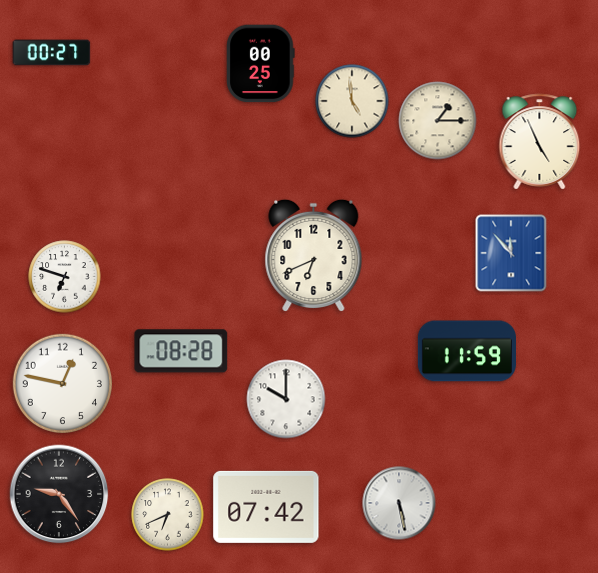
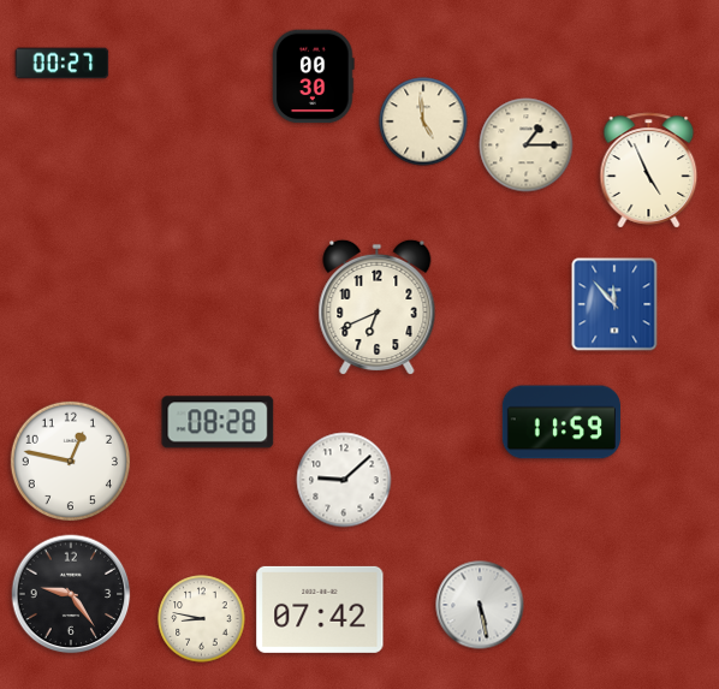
clock at (261, 64): 00:25 -> 00:30
clock at (65, 277): 6:48 -> none
clock at (62, 383) position: (62, 383) -> (70, 461)
clock at (286, 399): 10:00 -> 9:08
clock at (168, 515): 6:41 -> 8:47
